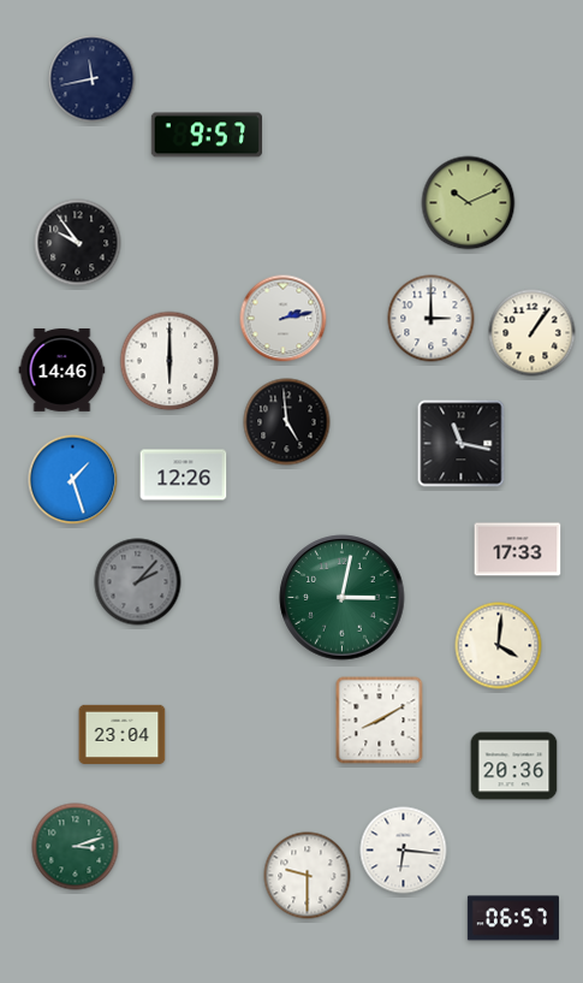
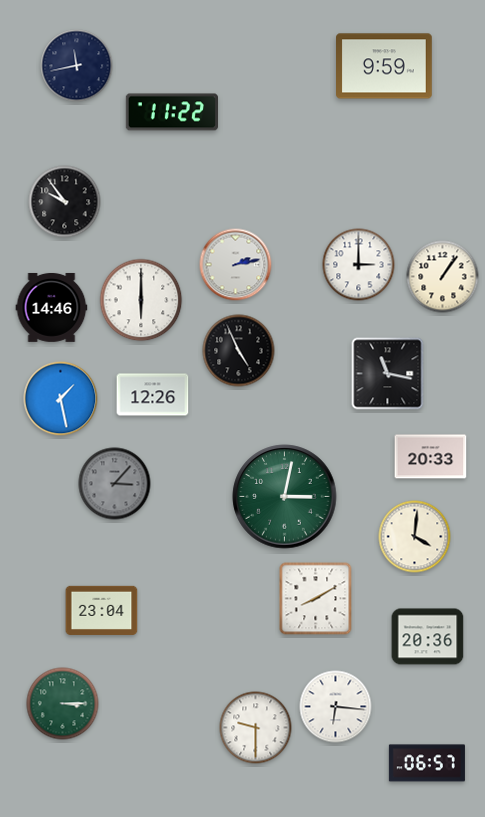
clock at (385, 66): none -> 9:59
clock at (206, 135): 9:57 -> 11:22
clock at (469, 203): 10:11 -> none
clock at (287, 422): 4:59 -> 4:56
clock at (462, 444) position: (462, 444) -> (388, 374)
clock at (73, 480): 1:27 -> 1:28
clock at (518, 550): 17:33 -> 20:33
clock at (138, 582): 2:07 -> 3:07
clock at (76, 847): 3:12 -> 3:15
